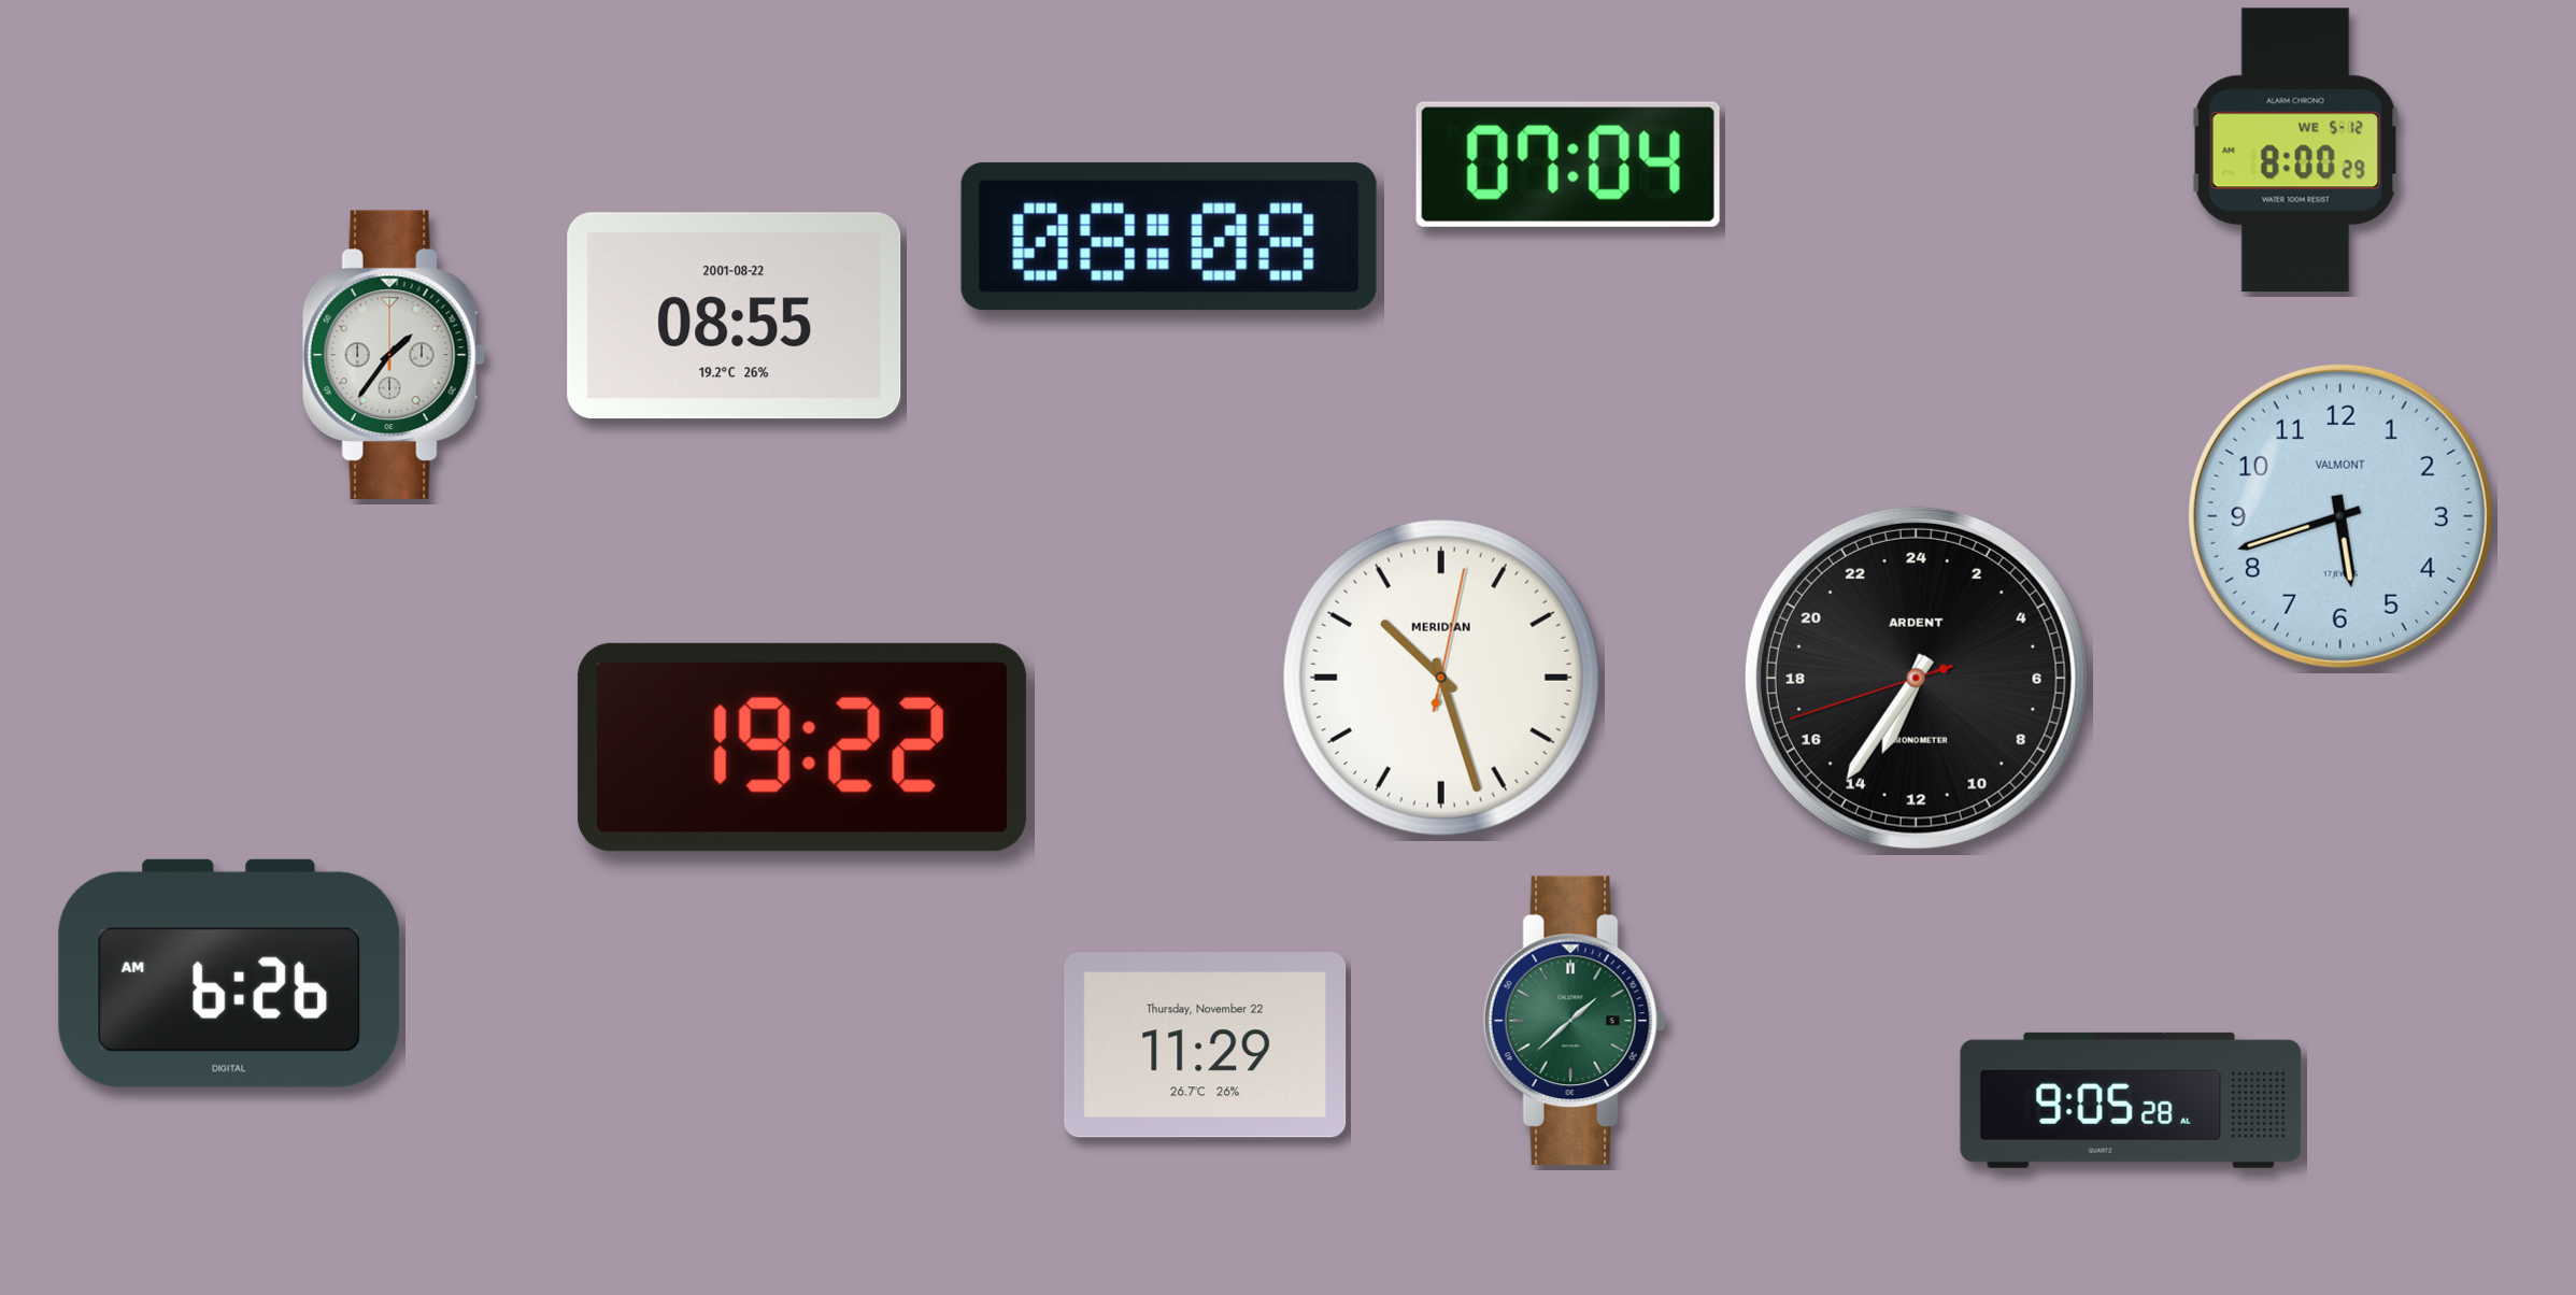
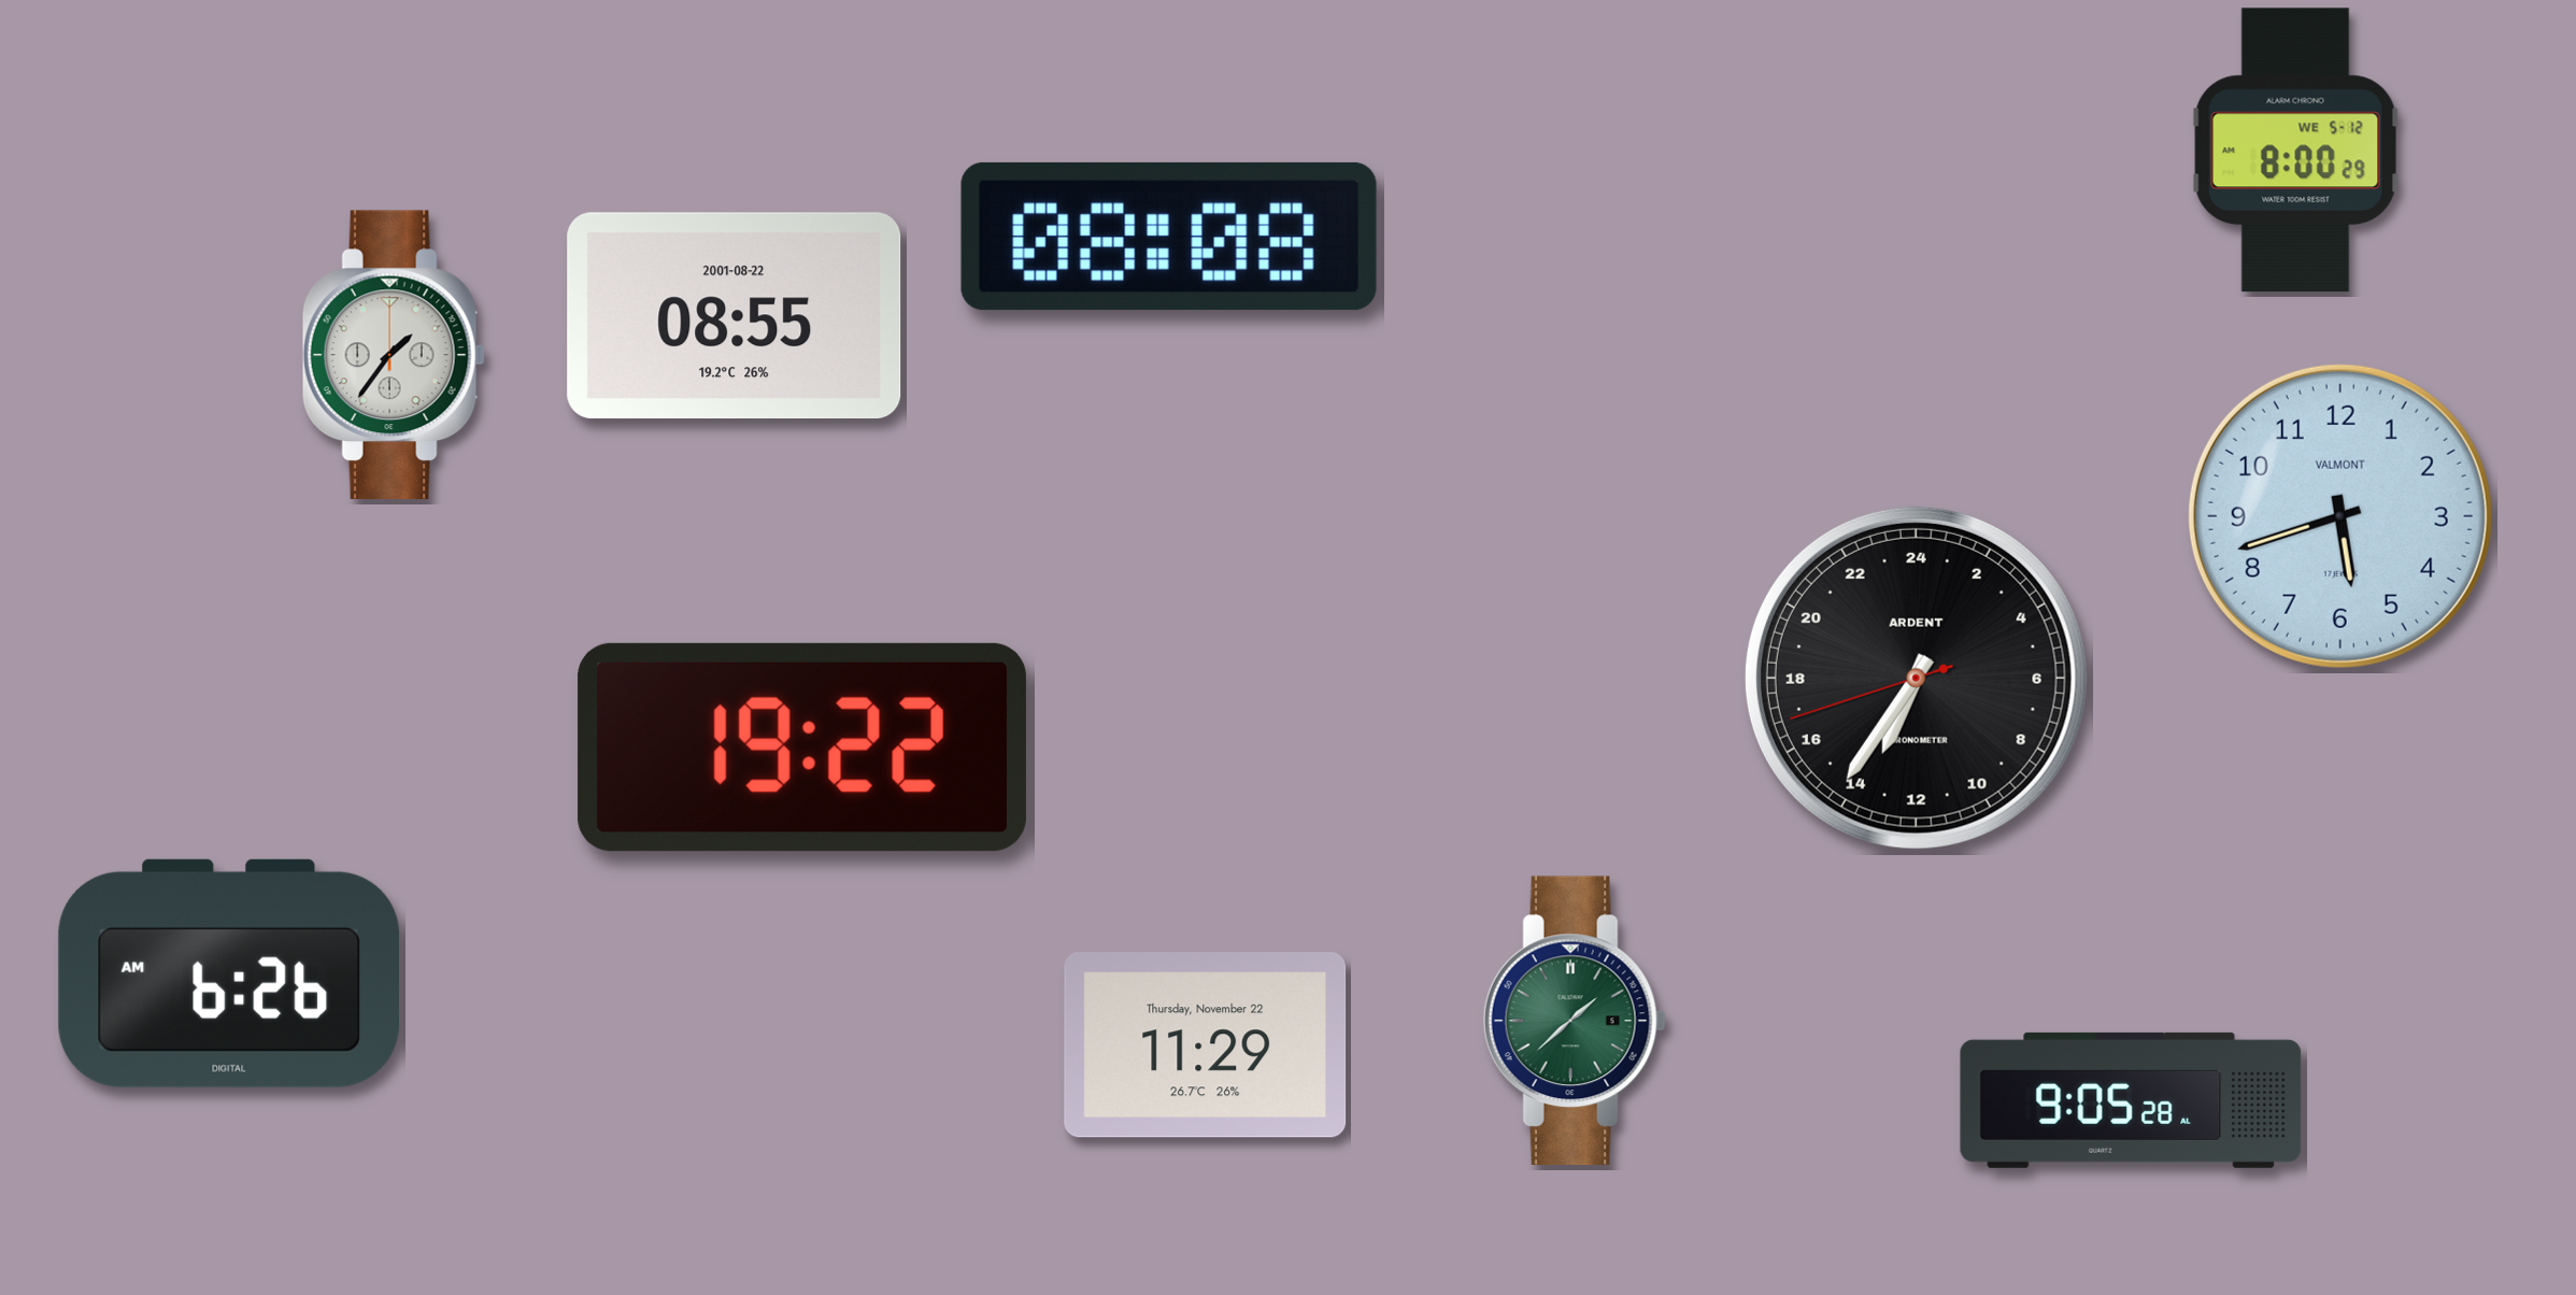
clock at (1568, 165): 07:04 -> none
clock at (1441, 678): 10:27 -> none
